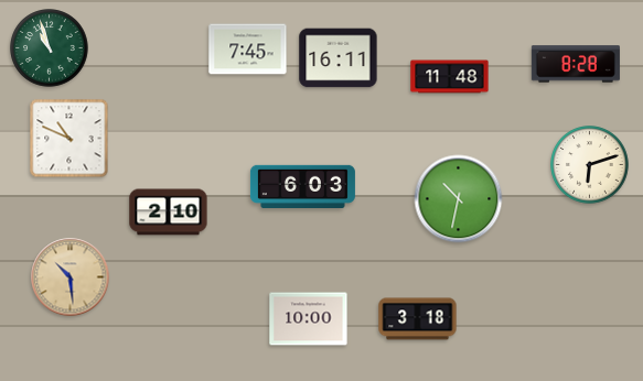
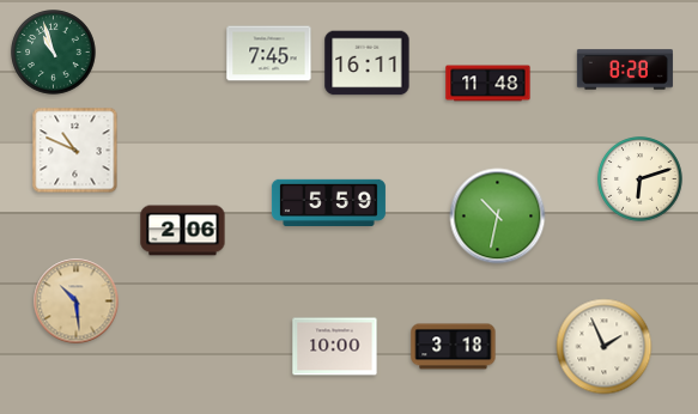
clock at (302, 186): 6:03 -> 5:59
clock at (169, 213): 2:10 -> 2:06
clock at (605, 347): none -> 1:56
